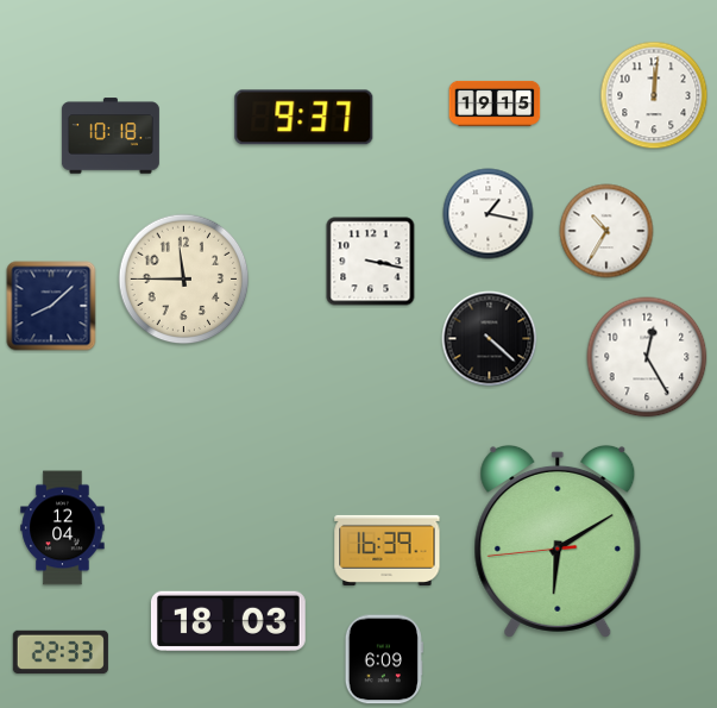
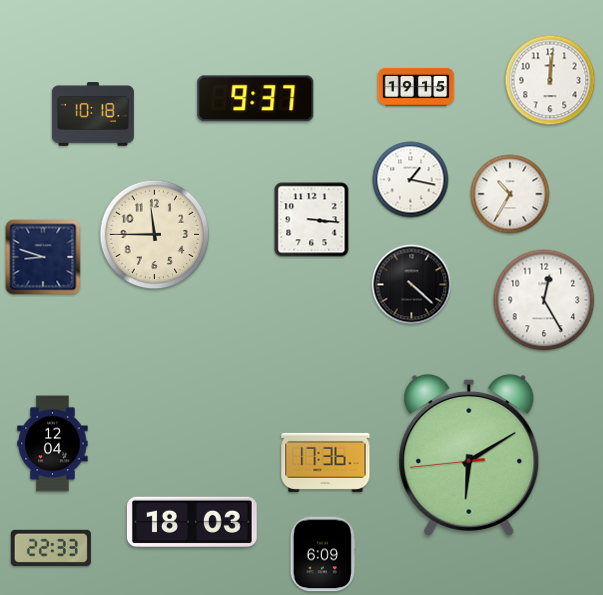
clock at (371, 262): 3:17 -> 3:16
clock at (51, 306): 8:08 -> 8:48
clock at (388, 550): 16:39 -> 17:36
